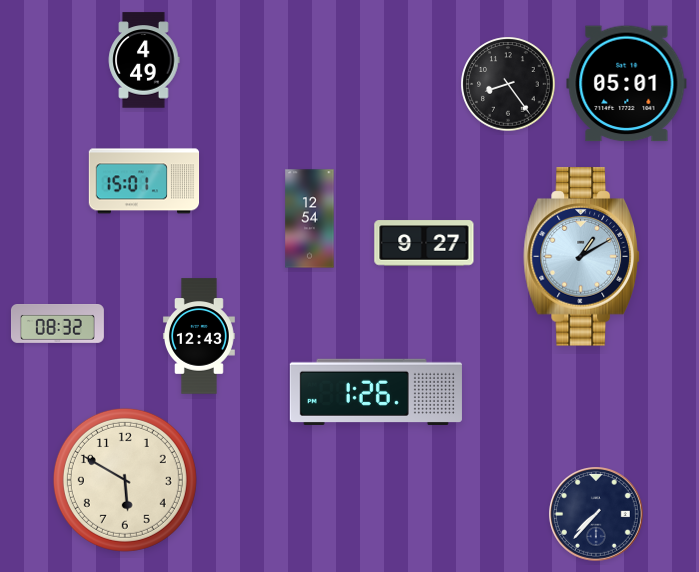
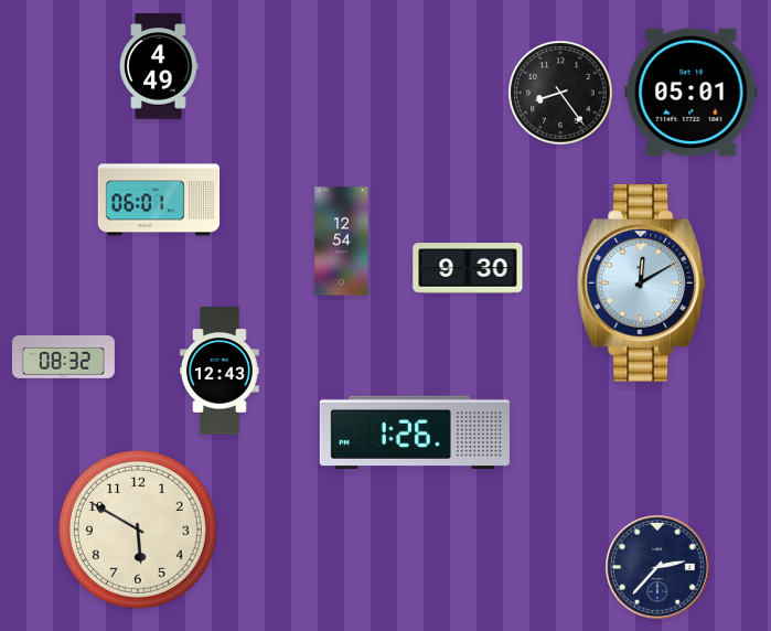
clock at (144, 181): 15:01 -> 06:01
clock at (424, 243): 9:27 -> 9:30
clock at (582, 257): 1:10 -> 12:10
clock at (597, 515): 7:37 -> 2:37
